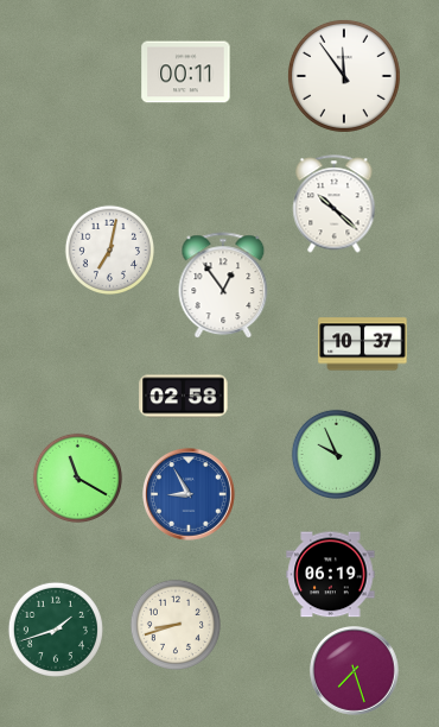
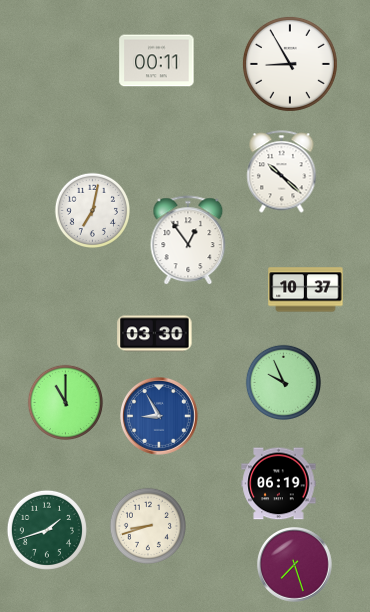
clock at (344, 76): 11:54 -> 8:55
clock at (184, 397): 02:58 -> 03:30
clock at (77, 478): 11:20 -> 11:00
clock at (355, 671) position: (355, 671) -> (295, 565)
